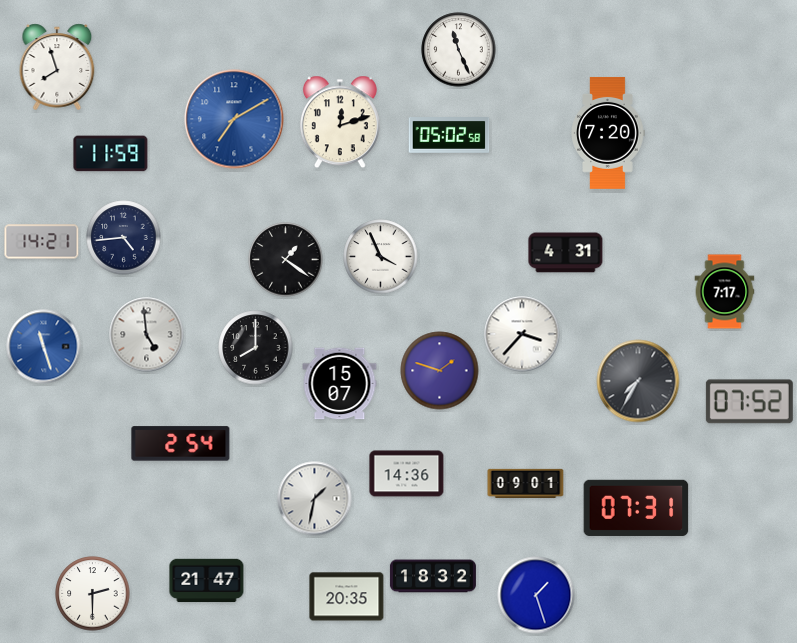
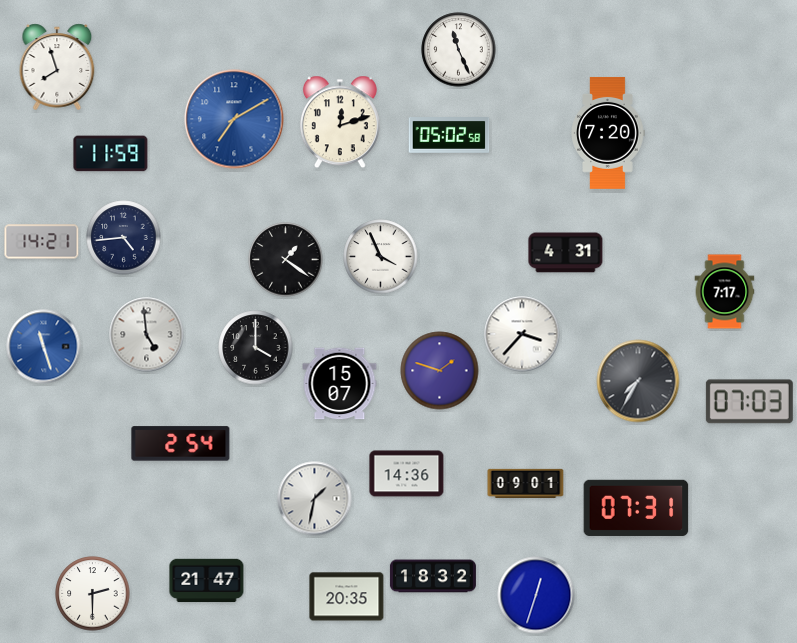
clock at (256, 348): 8:00 -> 4:00
clock at (749, 402): 07:52 -> 07:03
clock at (536, 595): 1:27 -> 12:33
